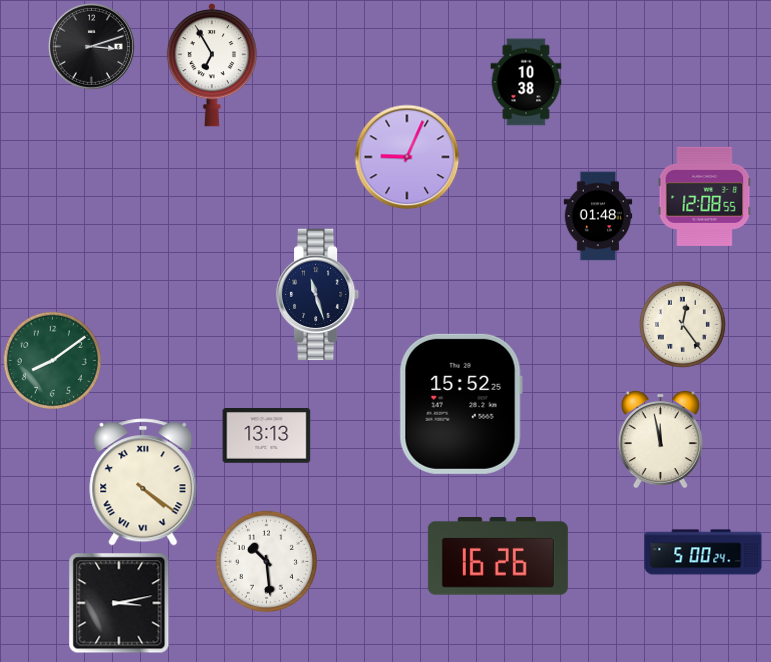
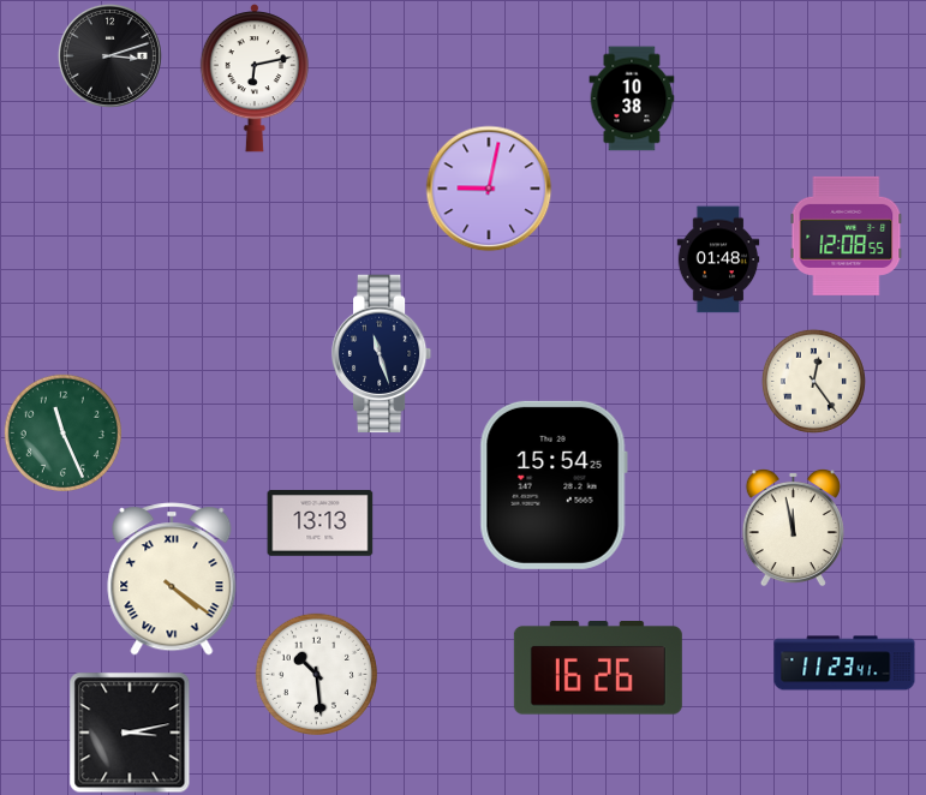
clock at (212, 66): 6:55 -> 6:13
clock at (407, 157): 9:04 -> 9:02
clock at (682, 324) position: (682, 324) -> (813, 381)
clock at (52, 360): 8:09 -> 11:26
clock at (461, 404): 15:52 -> 15:54
clock at (703, 552): 5:00 -> 11:23
clock at (266, 561) position: (266, 561) -> (316, 674)
clock at (119, 603) position: (119, 603) -> (130, 733)
